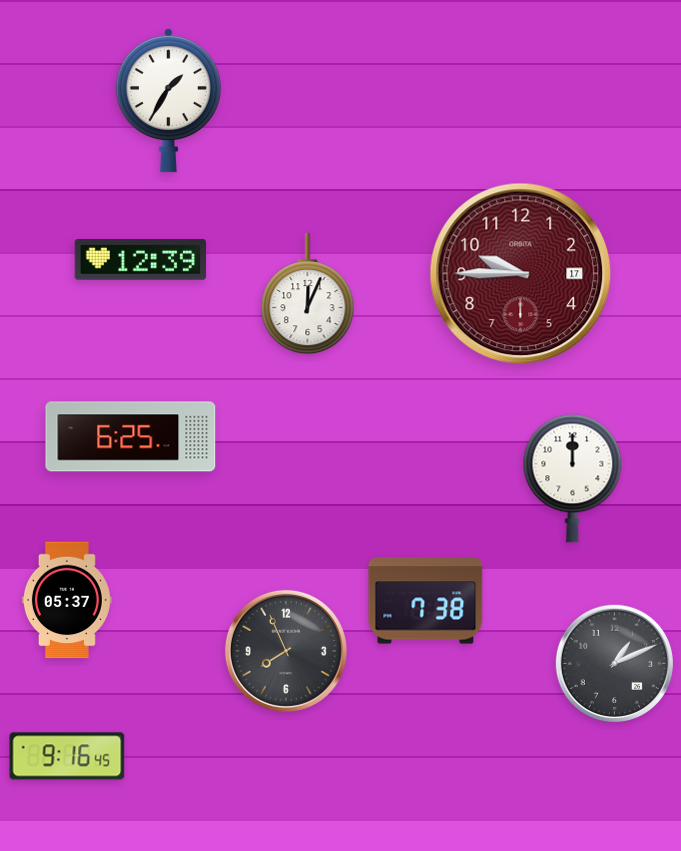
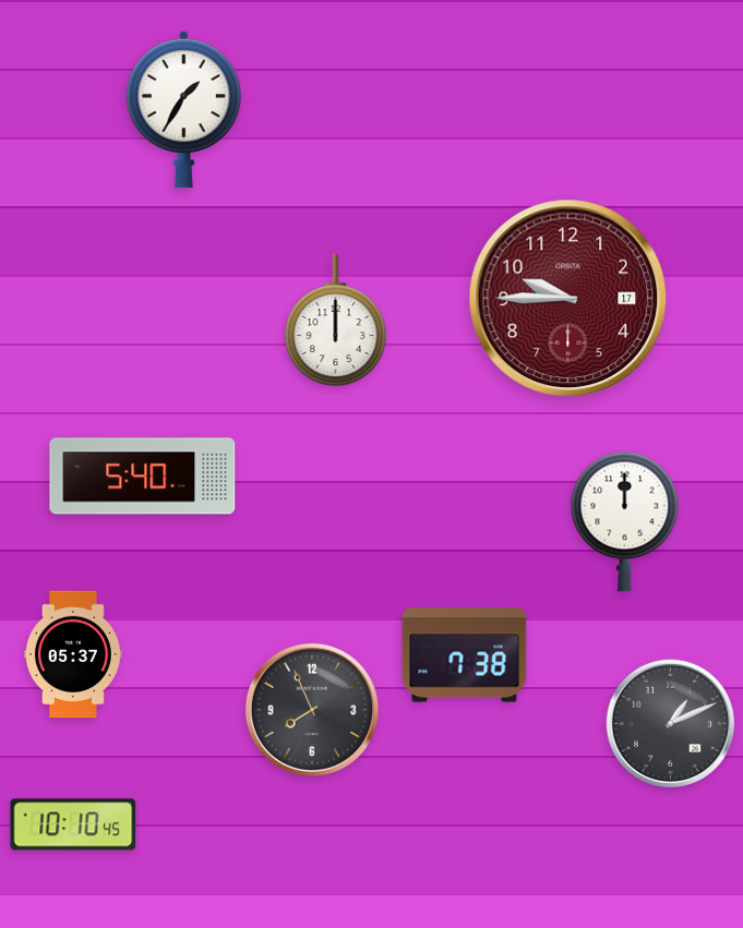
clock at (141, 260): 12:39 -> none
clock at (308, 294): 12:04 -> 12:00
clock at (131, 437): 6:25 -> 5:40
clock at (67, 756): 9:16 -> 10:10
